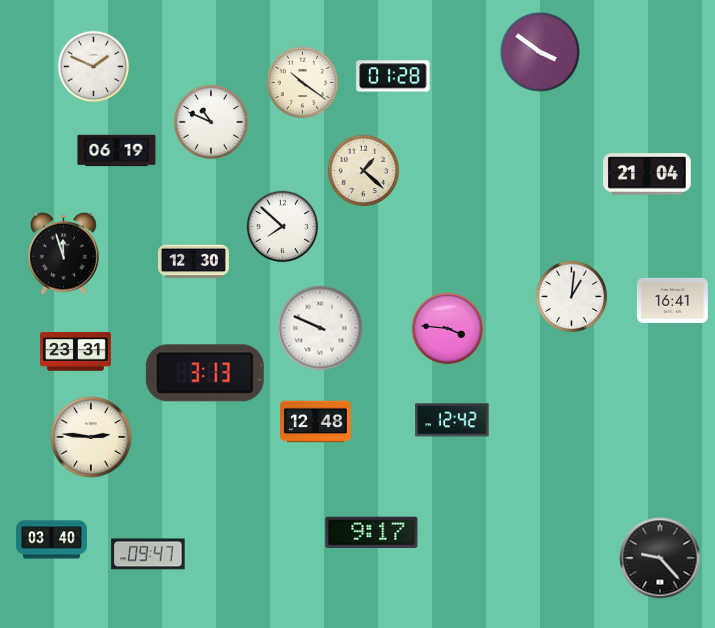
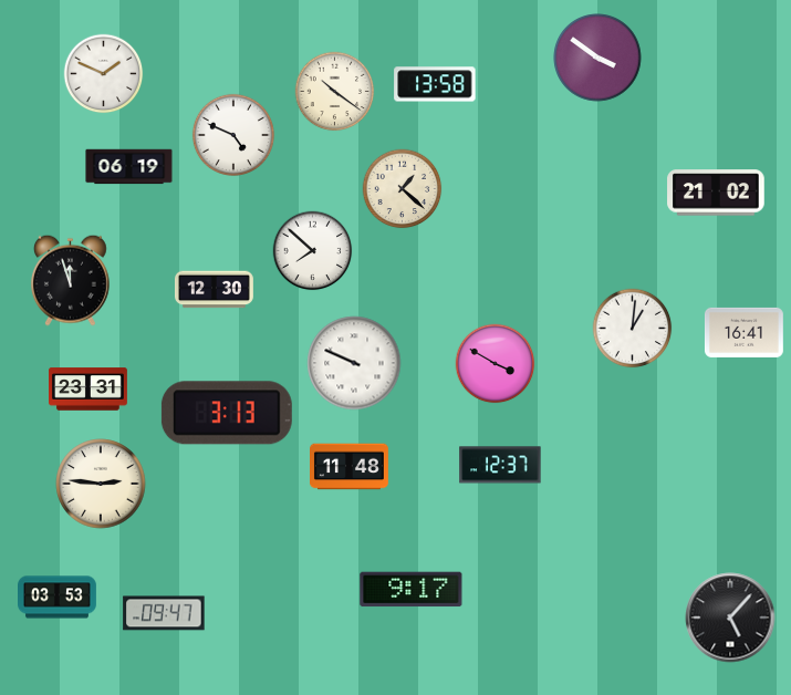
clock at (393, 76): 01:28 -> 13:58
clock at (211, 122): 10:49 -> 4:49
clock at (647, 174): 21:04 -> 21:02
clock at (448, 329): 3:46 -> 3:50
clock at (76, 352) position: (76, 352) -> (89, 390)
clock at (452, 420): 12:42 -> 12:37
clock at (316, 422): 12:48 -> 11:48
clock at (52, 540): 03:40 -> 03:53
clock at (660, 558): 9:23 -> 5:07
